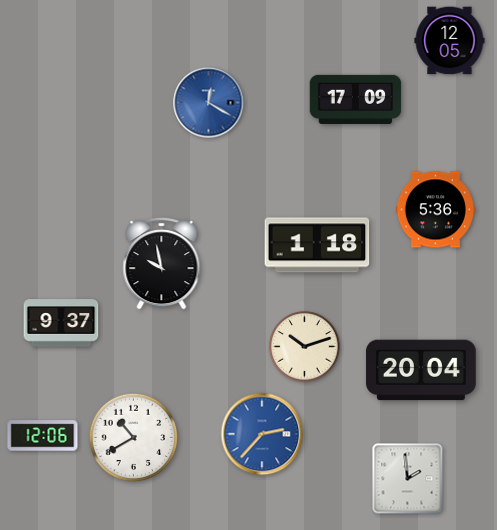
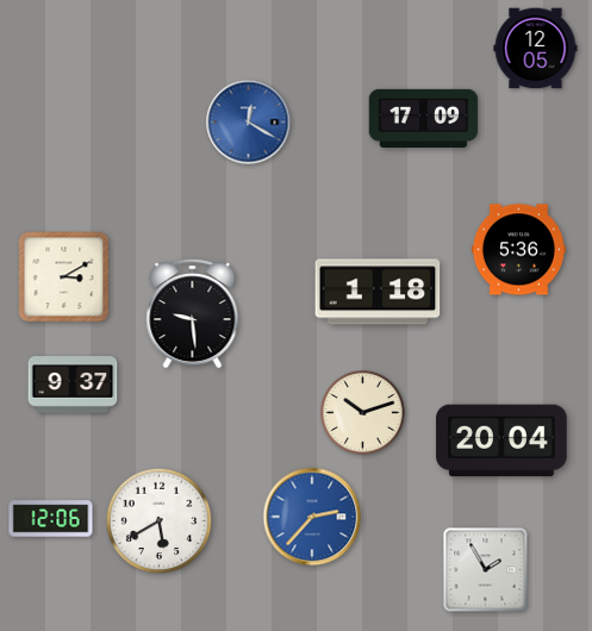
clock at (64, 277): none -> 3:10
clock at (162, 264): 9:58 -> 9:29
clock at (134, 438): 10:40 -> 5:40
clock at (408, 479): 1:59 -> 1:55
